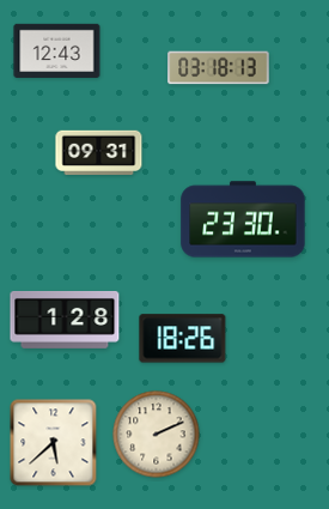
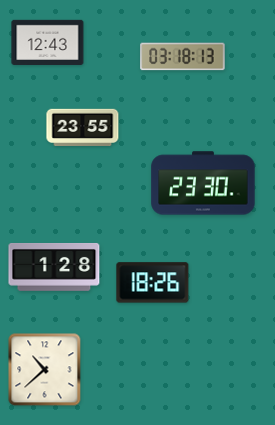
clock at (99, 152): 09:31 -> 23:55
clock at (157, 435): 2:11 -> none
clock at (54, 443): 5:38 -> 10:38
